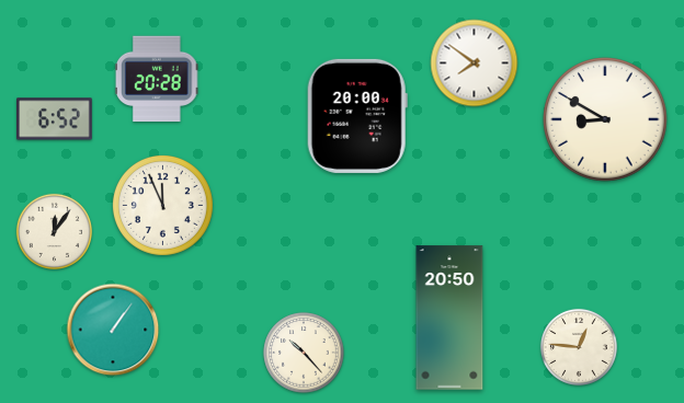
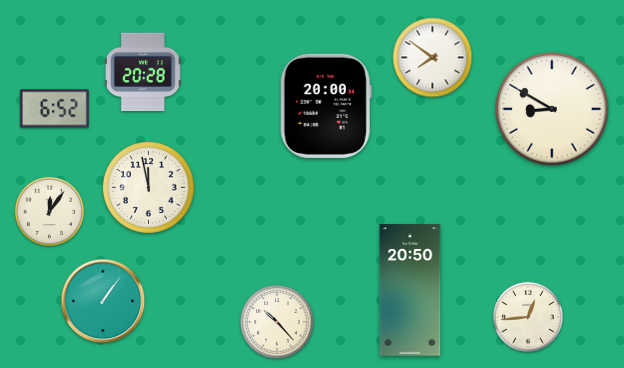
clock at (55, 119) position: (55, 119) -> (55, 109)
clock at (162, 205): 11:56 -> 11:58
clock at (579, 347): 12:46 -> 12:44
